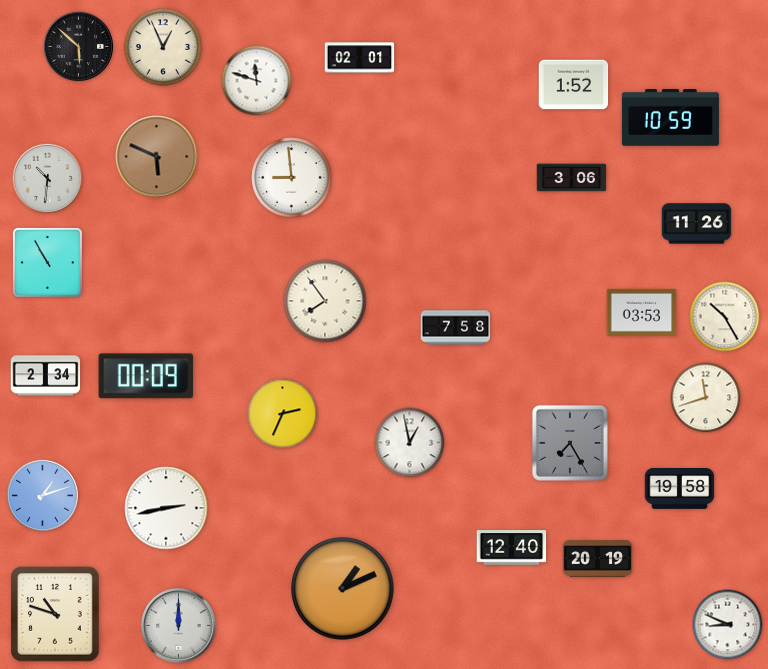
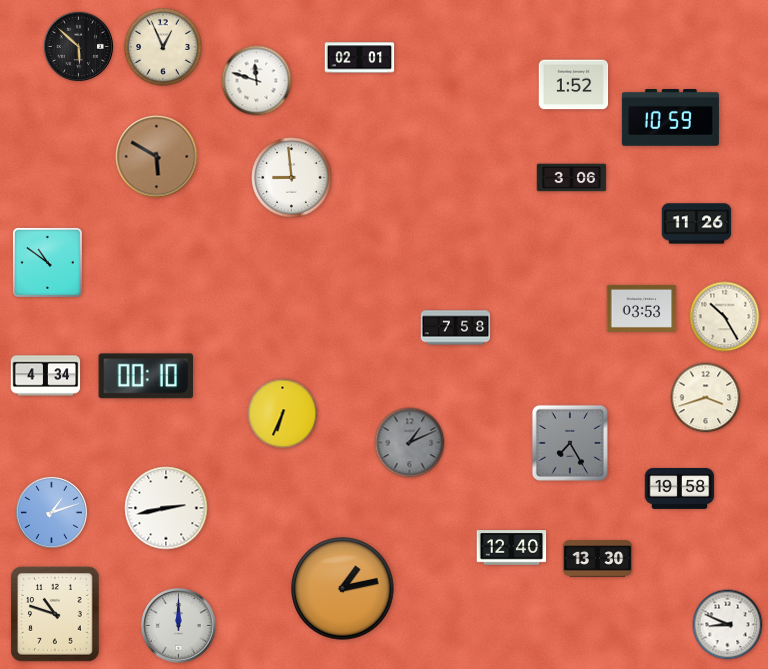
clock at (157, 157): 5:49 -> 5:50
clock at (47, 178): 10:31 -> none
clock at (47, 262): 10:55 -> 10:51
clock at (325, 301): 7:54 -> none
clock at (642, 312) position: (642, 312) -> (642, 308)
clock at (46, 376): 2:34 -> 4:34
clock at (146, 376): 00:09 -> 00:10
clock at (706, 398): 11:42 -> 3:42
clock at (283, 414): 2:34 -> 6:34
clock at (410, 443): 12:58 -> 1:11
clock at (410, 443) dial: white -> grey
clock at (42, 495) position: (42, 495) -> (51, 512)
clock at (598, 559): 20:19 -> 13:30
clock at (343, 589): 1:11 -> 1:13
